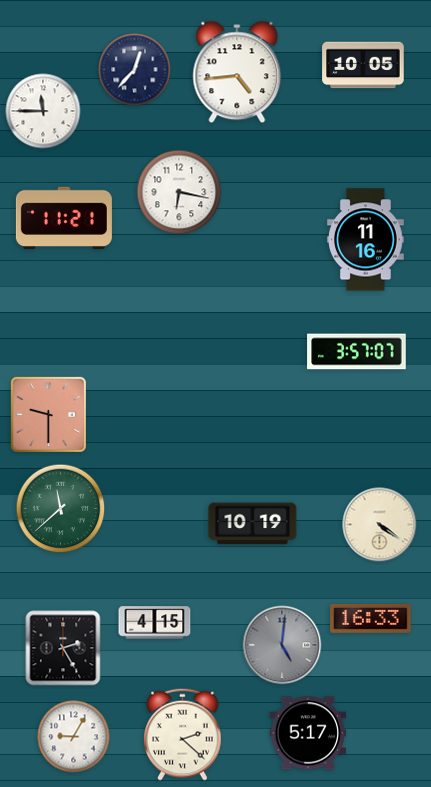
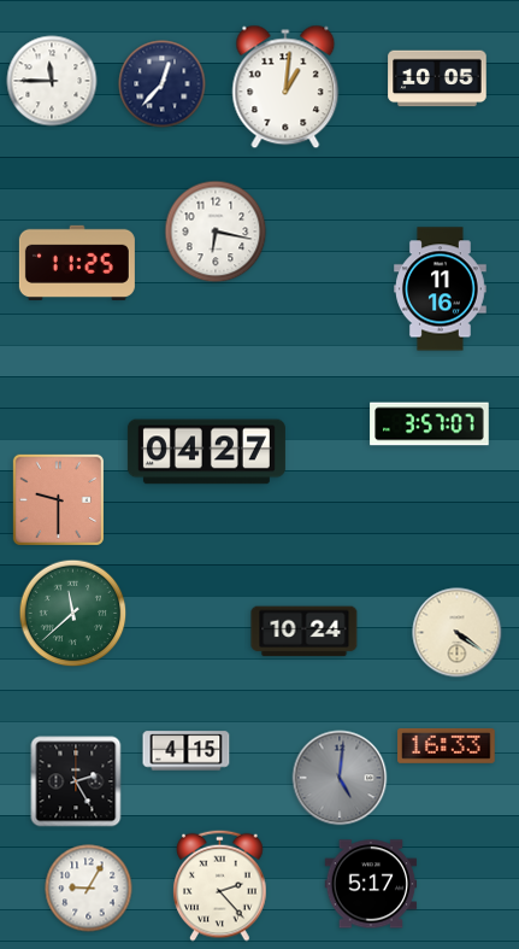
clock at (237, 72): 4:44 -> 1:01
clock at (43, 111) position: (43, 111) -> (52, 81)
clock at (64, 218): 11:21 -> 11:25
clock at (206, 452): none -> 04:27
clock at (253, 524): 10:19 -> 10:24
clock at (183, 734): 2:22 -> 2:23
